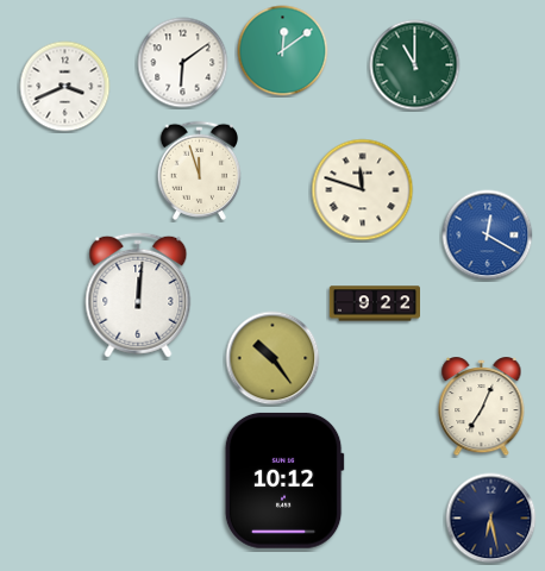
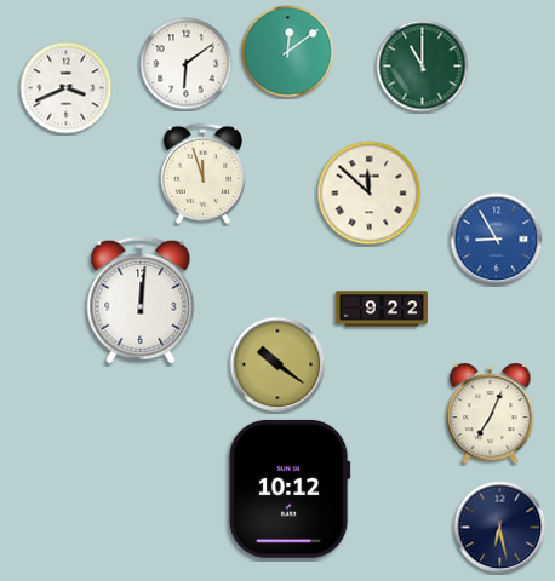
clock at (363, 190): 11:48 -> 11:52
clock at (488, 236): 12:20 -> 8:55
clock at (272, 358): 10:24 -> 10:21
